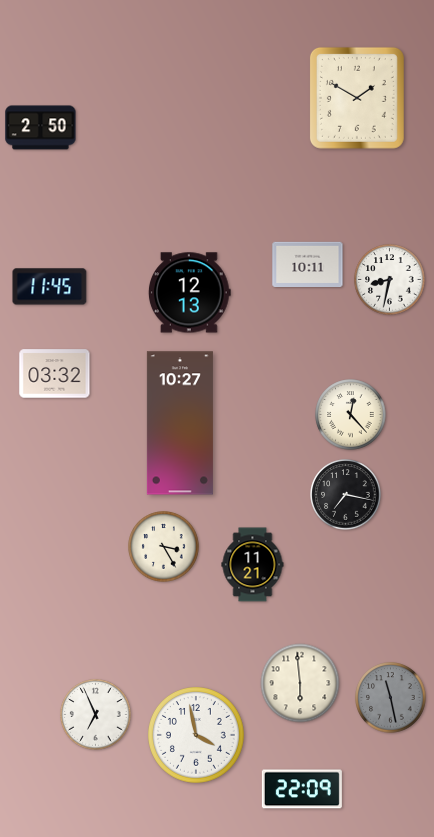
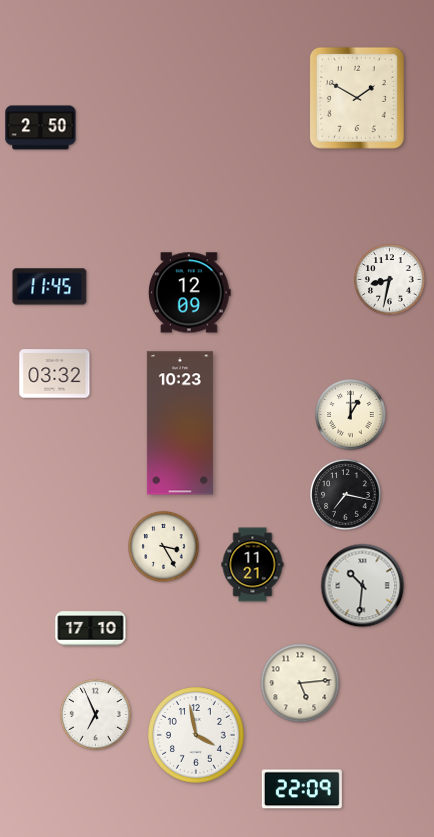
clock at (308, 265): 10:11 -> none
clock at (189, 293): 12:13 -> 12:09
clock at (351, 415): 12:23 -> 1:00
clock at (180, 423): 10:27 -> 10:23
clock at (363, 586): none -> 10:31
clock at (91, 629): none -> 17:10
clock at (300, 683): 5:59 -> 5:14
clock at (391, 698): 11:28 -> none
